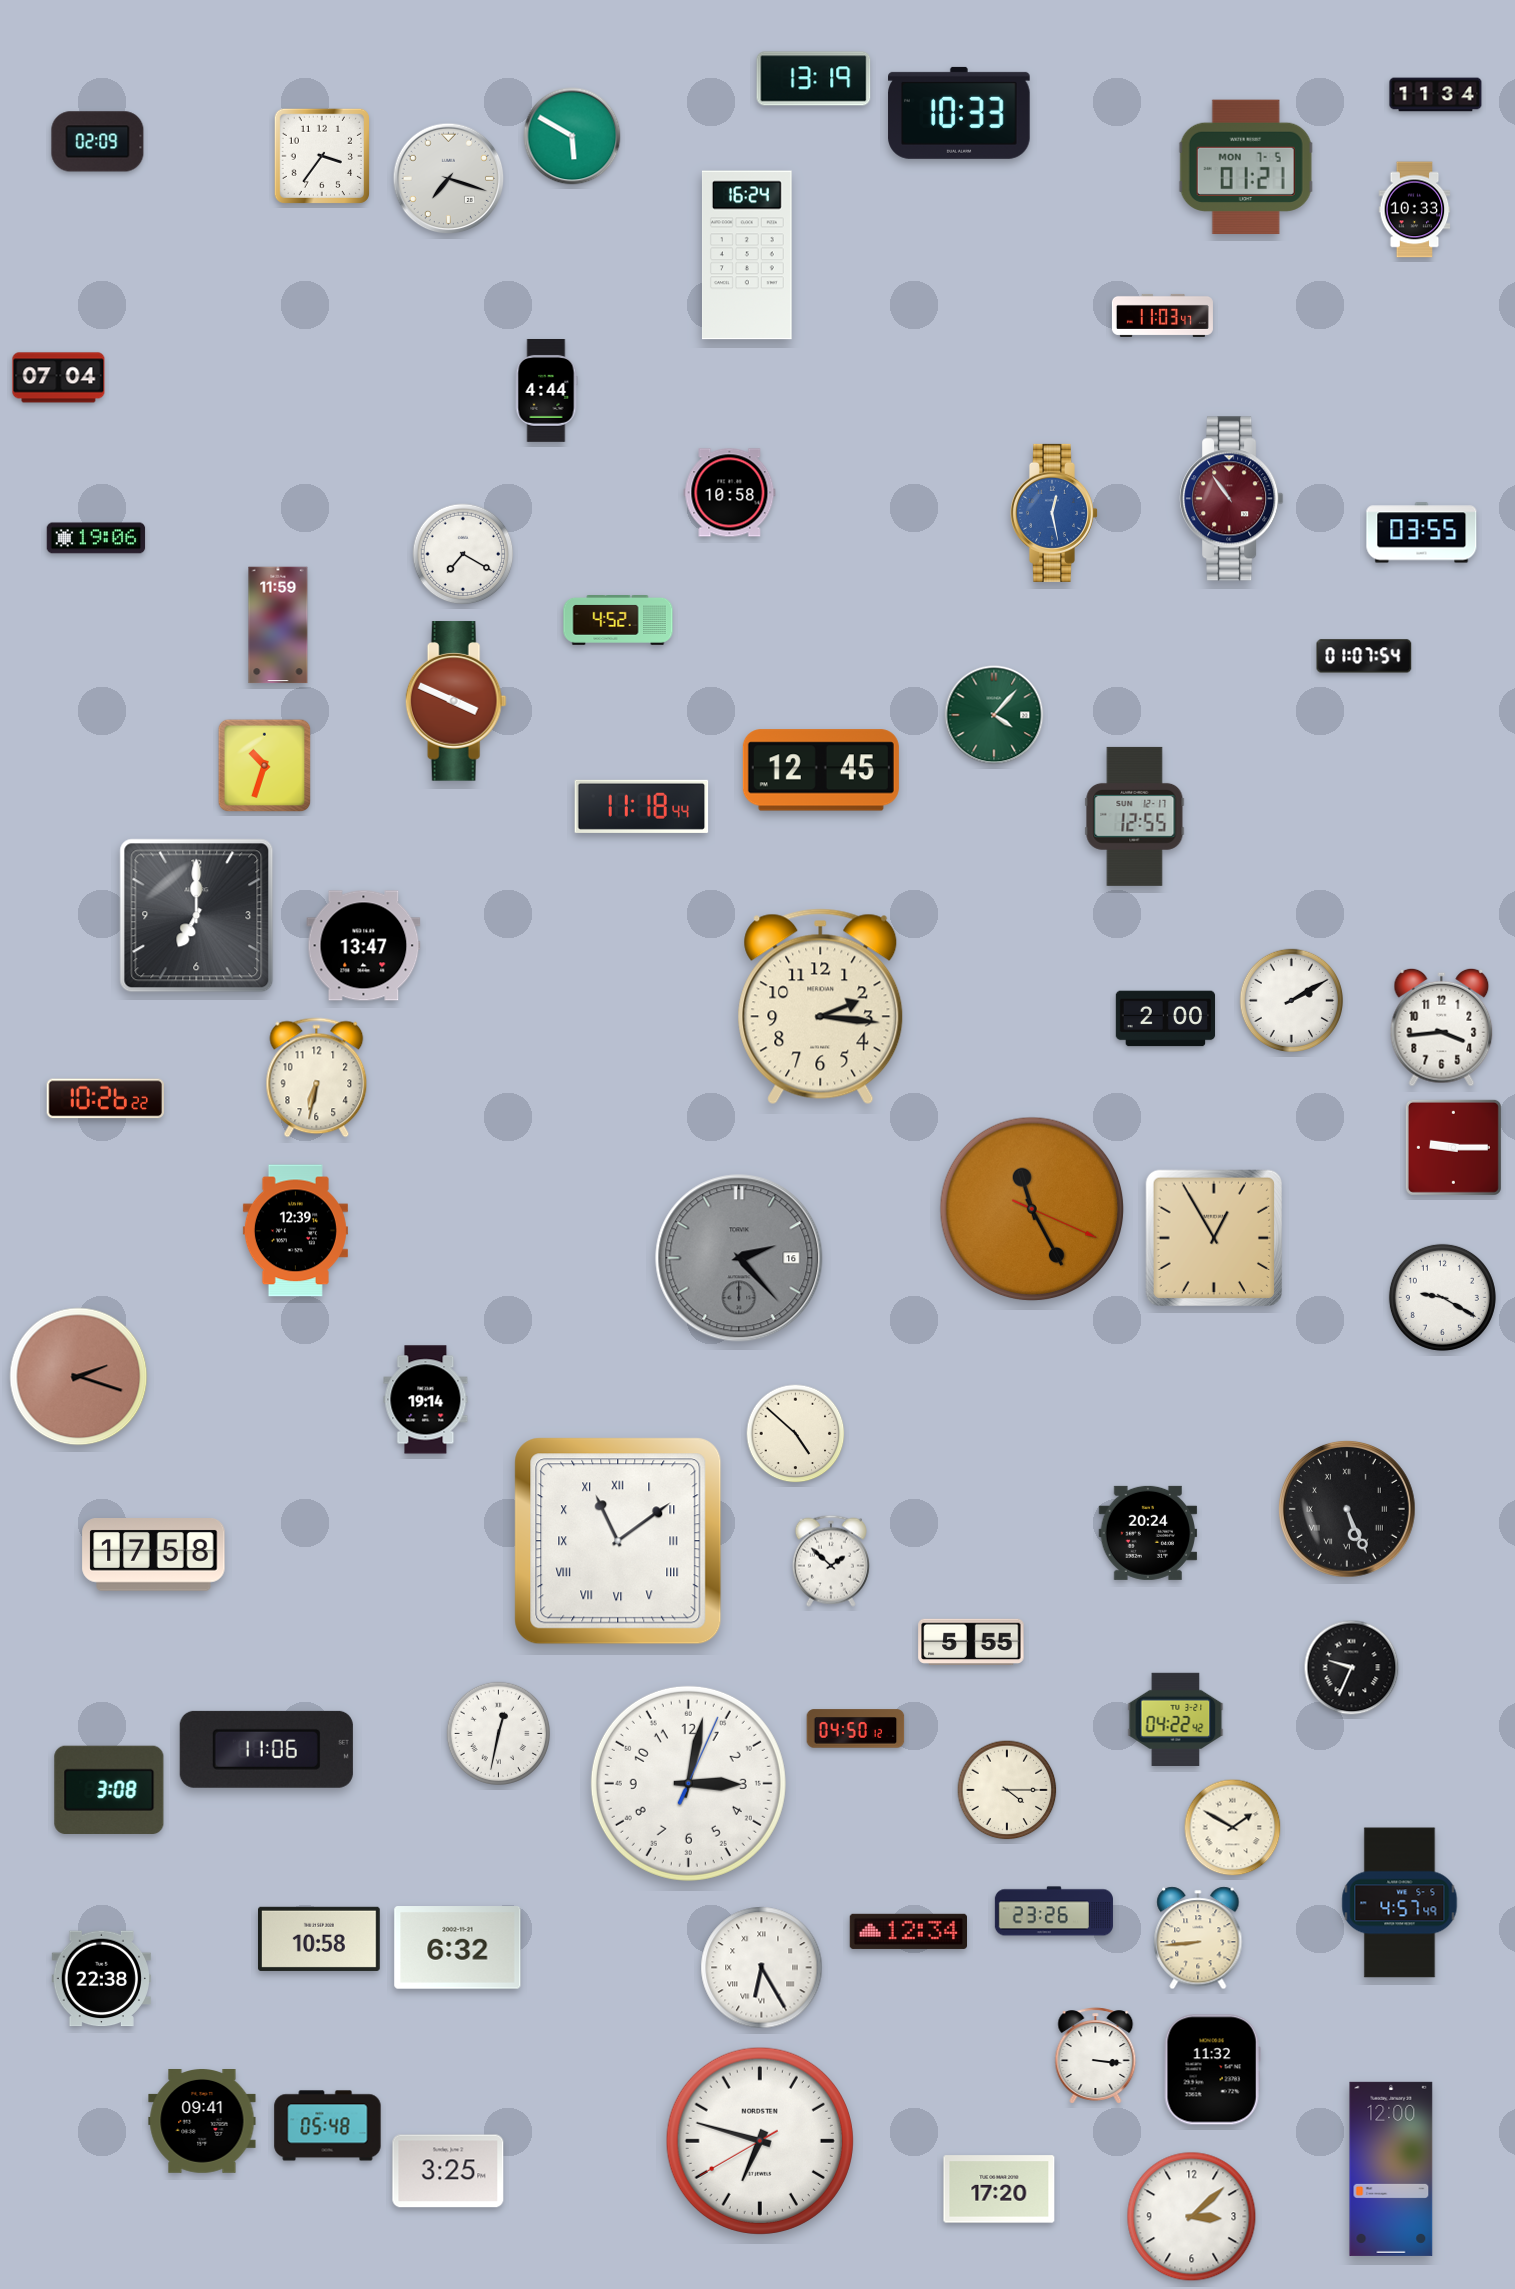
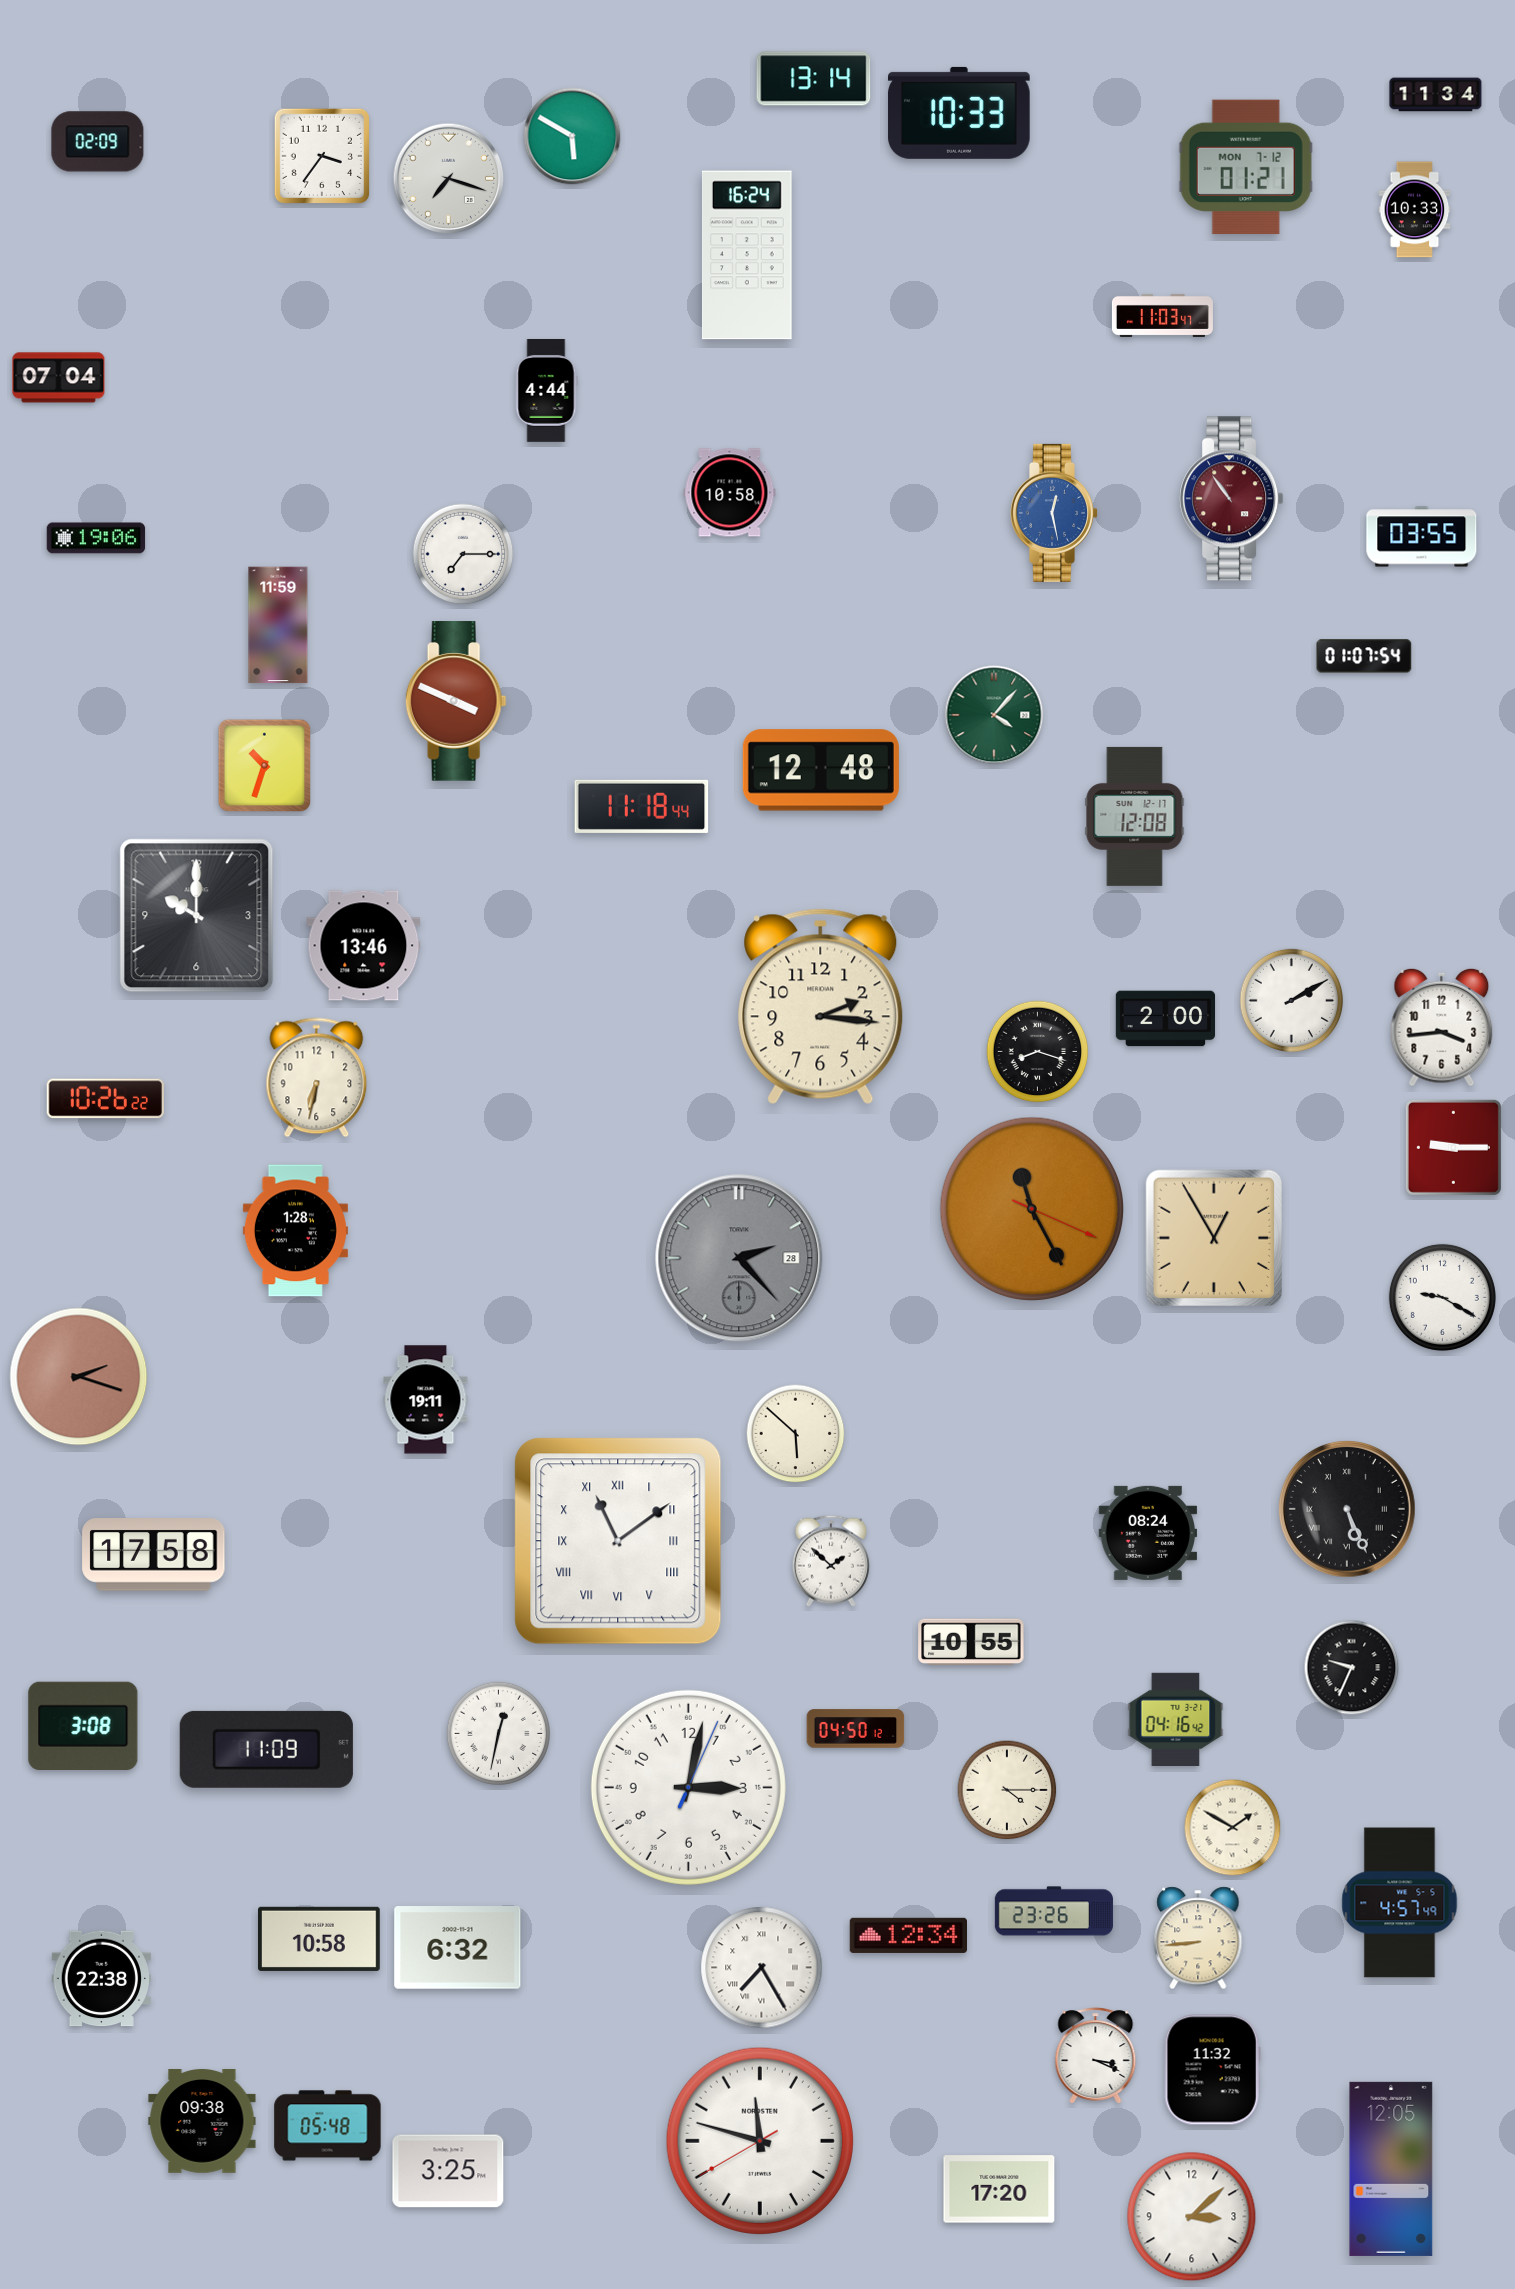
clock at (814, 79): 13:19 -> 13:14
clock at (1246, 167) date: MON 7-5 -> MON 7-12
clock at (1422, 533) position: (1422, 533) -> (1422, 537)
clock at (463, 554): 7:20 -> 7:15
clock at (618, 621): 4:52 -> none
clock at (821, 770): 12:45 -> 12:48
clock at (1135, 816): 12:55 -> 12:08
clock at (197, 916): 7:00 -> 10:00
clock at (364, 946): 13:47 -> 13:46
clock at (1038, 1052): none -> 8:18
clock at (295, 1231): 12:39 -> 1:28
clock at (739, 1258) date: 16 -> 28
clock at (426, 1400): 19:14 -> 19:11
clock at (796, 1434): 4:52 -> 5:52
clock at (1148, 1533): 20:24 -> 08:24
clock at (971, 1642): 5:55 -> 10:55
clock at (1176, 1719): 04:22 -> 04:16
clock at (266, 1749): 11:06 -> 11:09
clock at (688, 1783) position: (688, 1783) -> (688, 1787)
clock at (109, 1789) position: (109, 1789) -> (83, 1725)
clock at (908, 1931) position: (908, 1931) -> (908, 1935)
clock at (762, 1968): 6:25 -> 7:25
clock at (1096, 2056): 3:16 -> 3:19
clock at (202, 2122): 09:41 -> 09:38
clock at (760, 2141): 6:47 -> 11:47
clock at (1391, 2169): 12:00 -> 12:05
